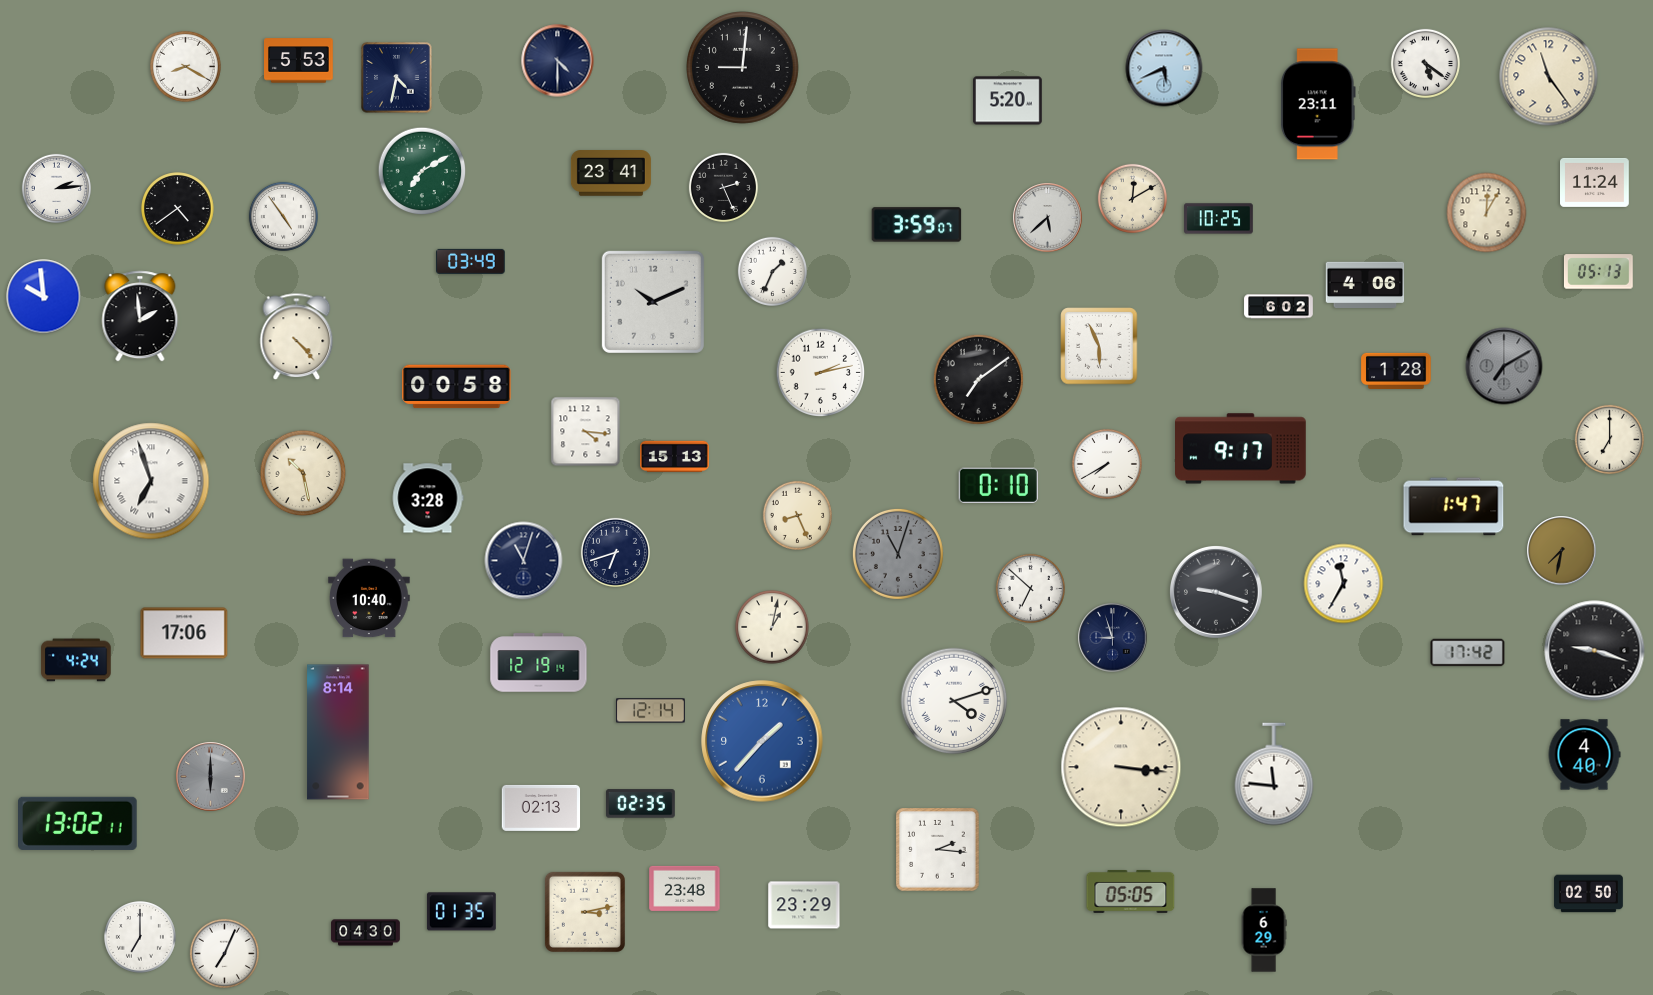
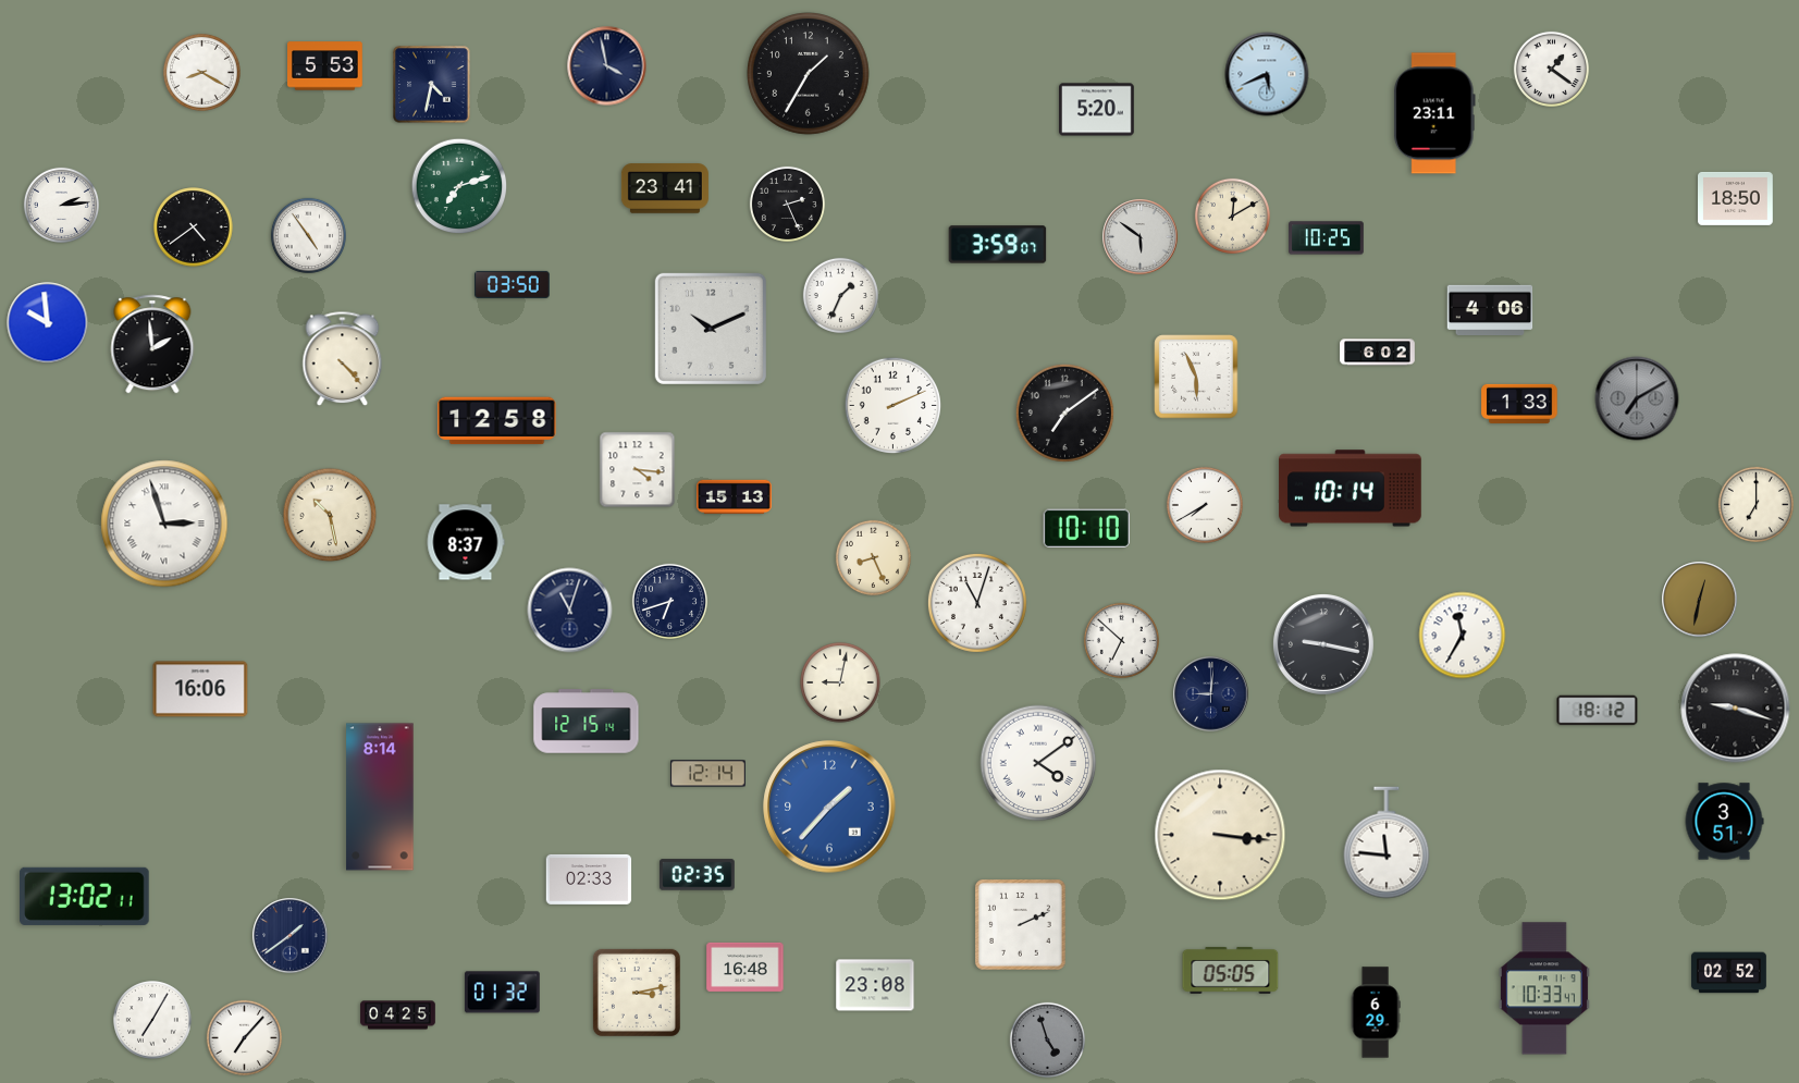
clock at (558, 61): 4:30 -> 3:58
clock at (1425, 63): 5:21 -> 1:21
clock at (743, 68): 9:01 -> 1:35
clock at (1549, 77): 11:24 -> none
clock at (422, 171): 7:10 -> 7:12
clock at (1595, 182): 11:24 -> 18:50
clock at (1487, 213): 12:05 -> none
clock at (1048, 218): 5:38 -> 5:51
clock at (471, 261): 03:49 -> 03:50
clock at (1598, 272): 05:13 -> none
clock at (1365, 285) position: (1365, 285) -> (1490, 310)
clock at (1279, 307) position: (1279, 307) -> (1378, 353)
clock at (297, 337) position: (297, 337) -> (343, 359)
clock at (1396, 371): 1:28 -> 1:33
clock at (820, 372): 2:13 -> 2:11
clock at (457, 387): 00:58 -> 12:58
clock at (1609, 439) position: (1609, 439) -> (1755, 504)
clock at (1241, 449): 9:17 -> 10:14
clock at (151, 481): 6:57 -> 2:57
clock at (998, 485): 0:10 -> 10:10
clock at (428, 498): 3:28 -> 8:37
clock at (1454, 507): 1:47 -> none
clock at (797, 515) position: (797, 515) -> (873, 557)
clock at (1562, 551): 7:32 -> 12:32
clock at (898, 554) dial: grey -> white
clock at (1216, 592): 9:18 -> 9:17
clock at (369, 598): 10:40 -> none
clock at (772, 627): 1:02 -> 9:02
clock at (184, 633): 17:06 -> 16:06
clock at (1113, 638): 8:57 -> 9:01
clock at (1468, 653): 17:42 -> 18:12
clock at (76, 660): 4:24 -> none
clock at (539, 663): 12:19 -> 12:15
clock at (954, 701): 4:12 -> 4:09
clock at (338, 732) position: (338, 732) -> (380, 797)
clock at (1584, 755): 4:40 -> 3:51
clock at (211, 777): 6:00 -> none
clock at (541, 808): 02:13 -> 02:33
clock at (938, 850): 2:16 -> 2:11
clock at (291, 936): none -> 1:39
clock at (685, 888): 23:48 -> 16:48
clock at (1589, 894): 02:50 -> 02:52
clock at (804, 905): 23:29 -> 23:08
clock at (1544, 988): none -> 10:33
clock at (461, 912): 01:35 -> 01:32
clock at (366, 933): 04:30 -> 04:25
clock at (141, 938): 7:00 -> 7:05
clock at (224, 953): 7:04 -> 7:07
clock at (1047, 1039): none -> 4:57
